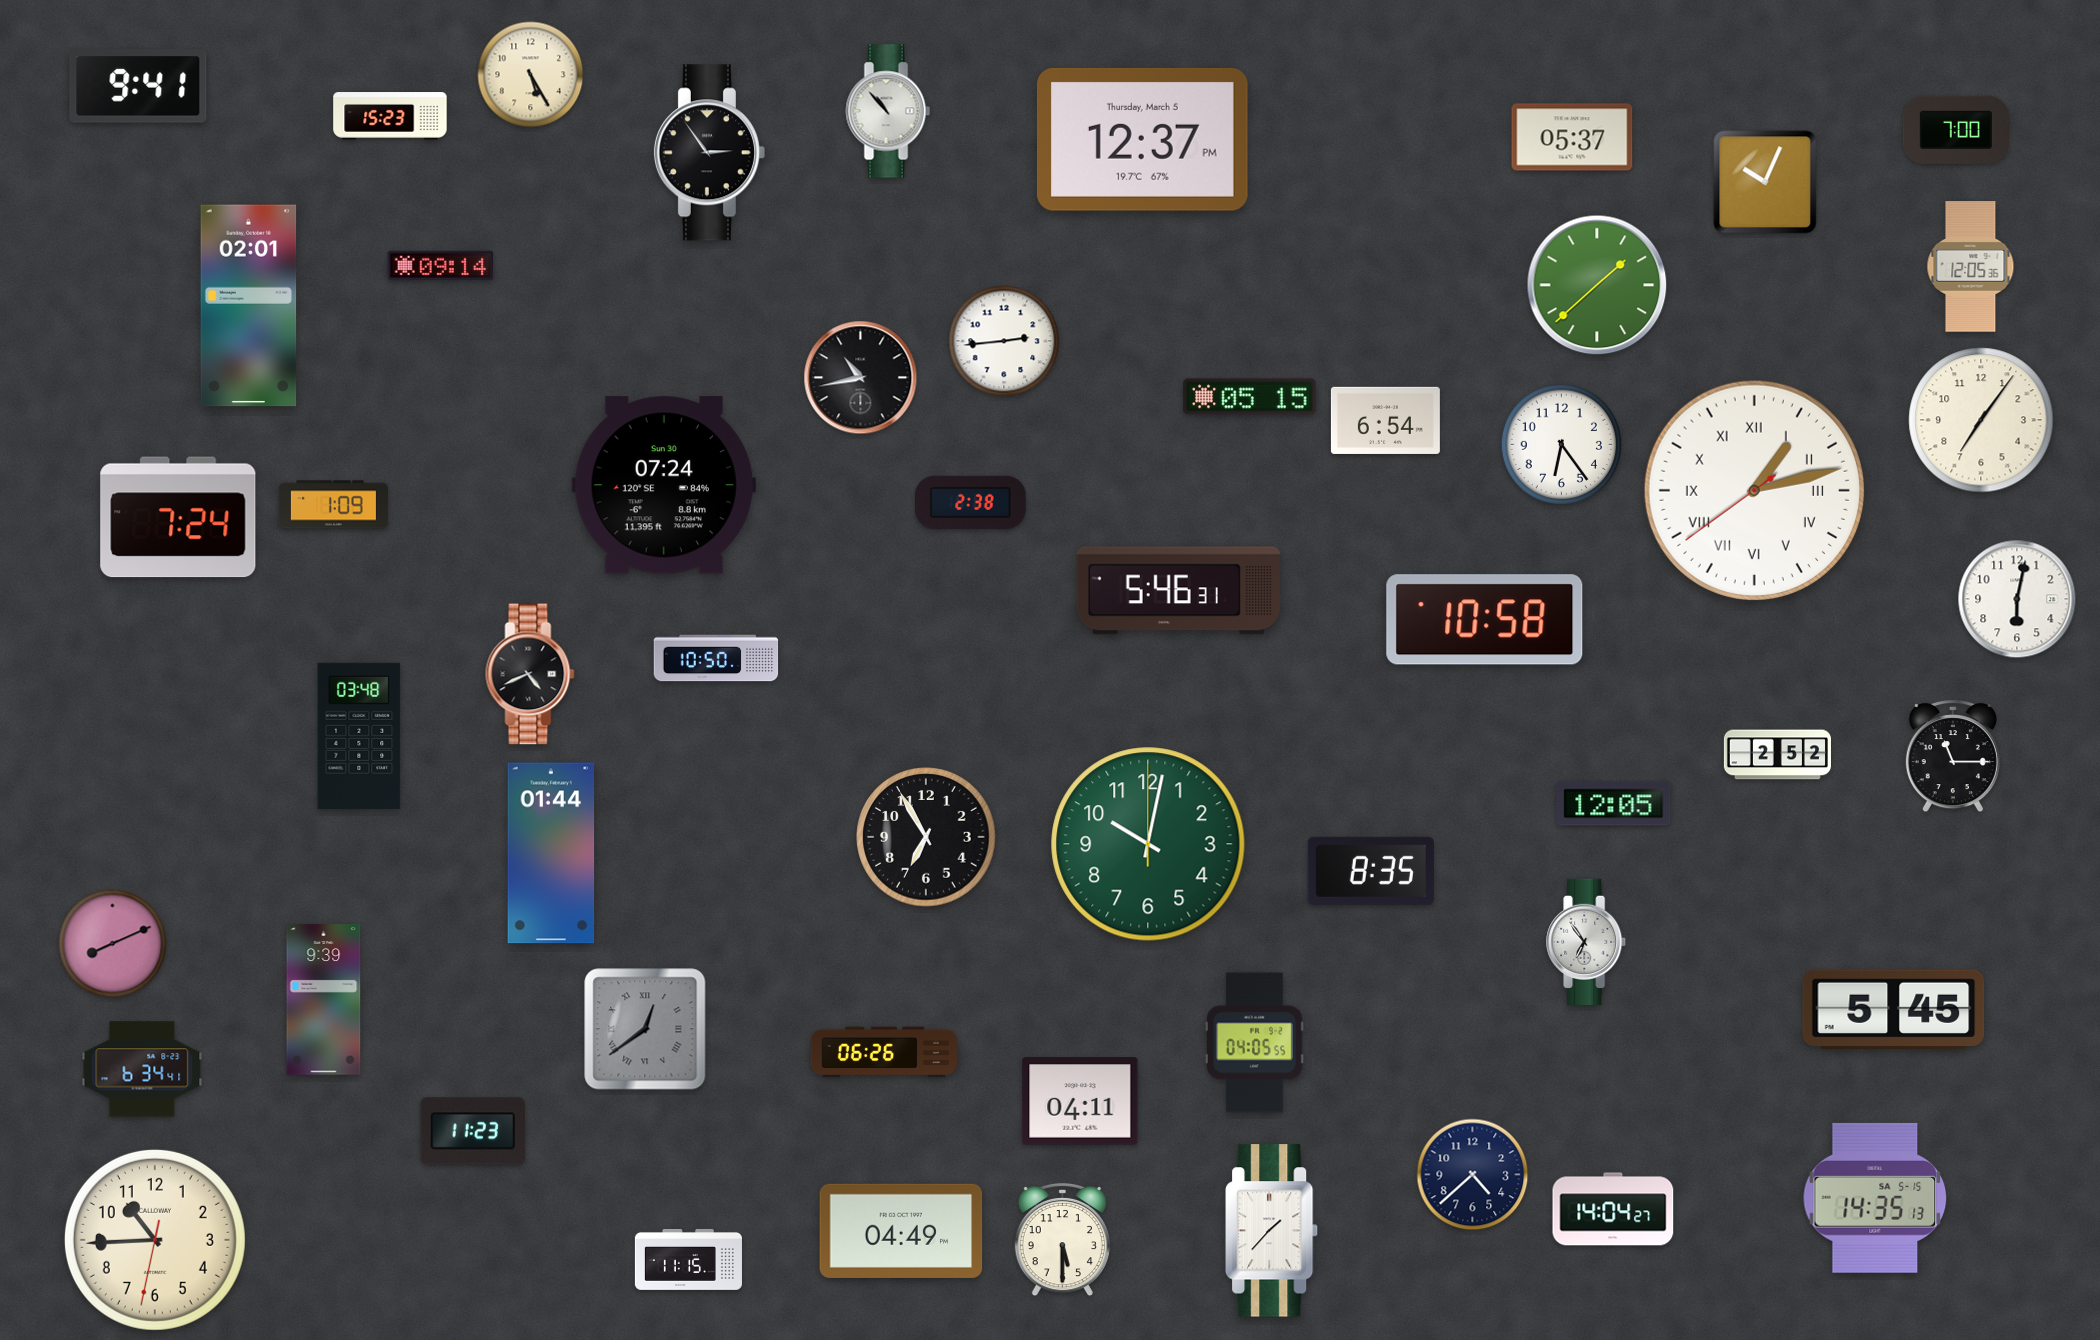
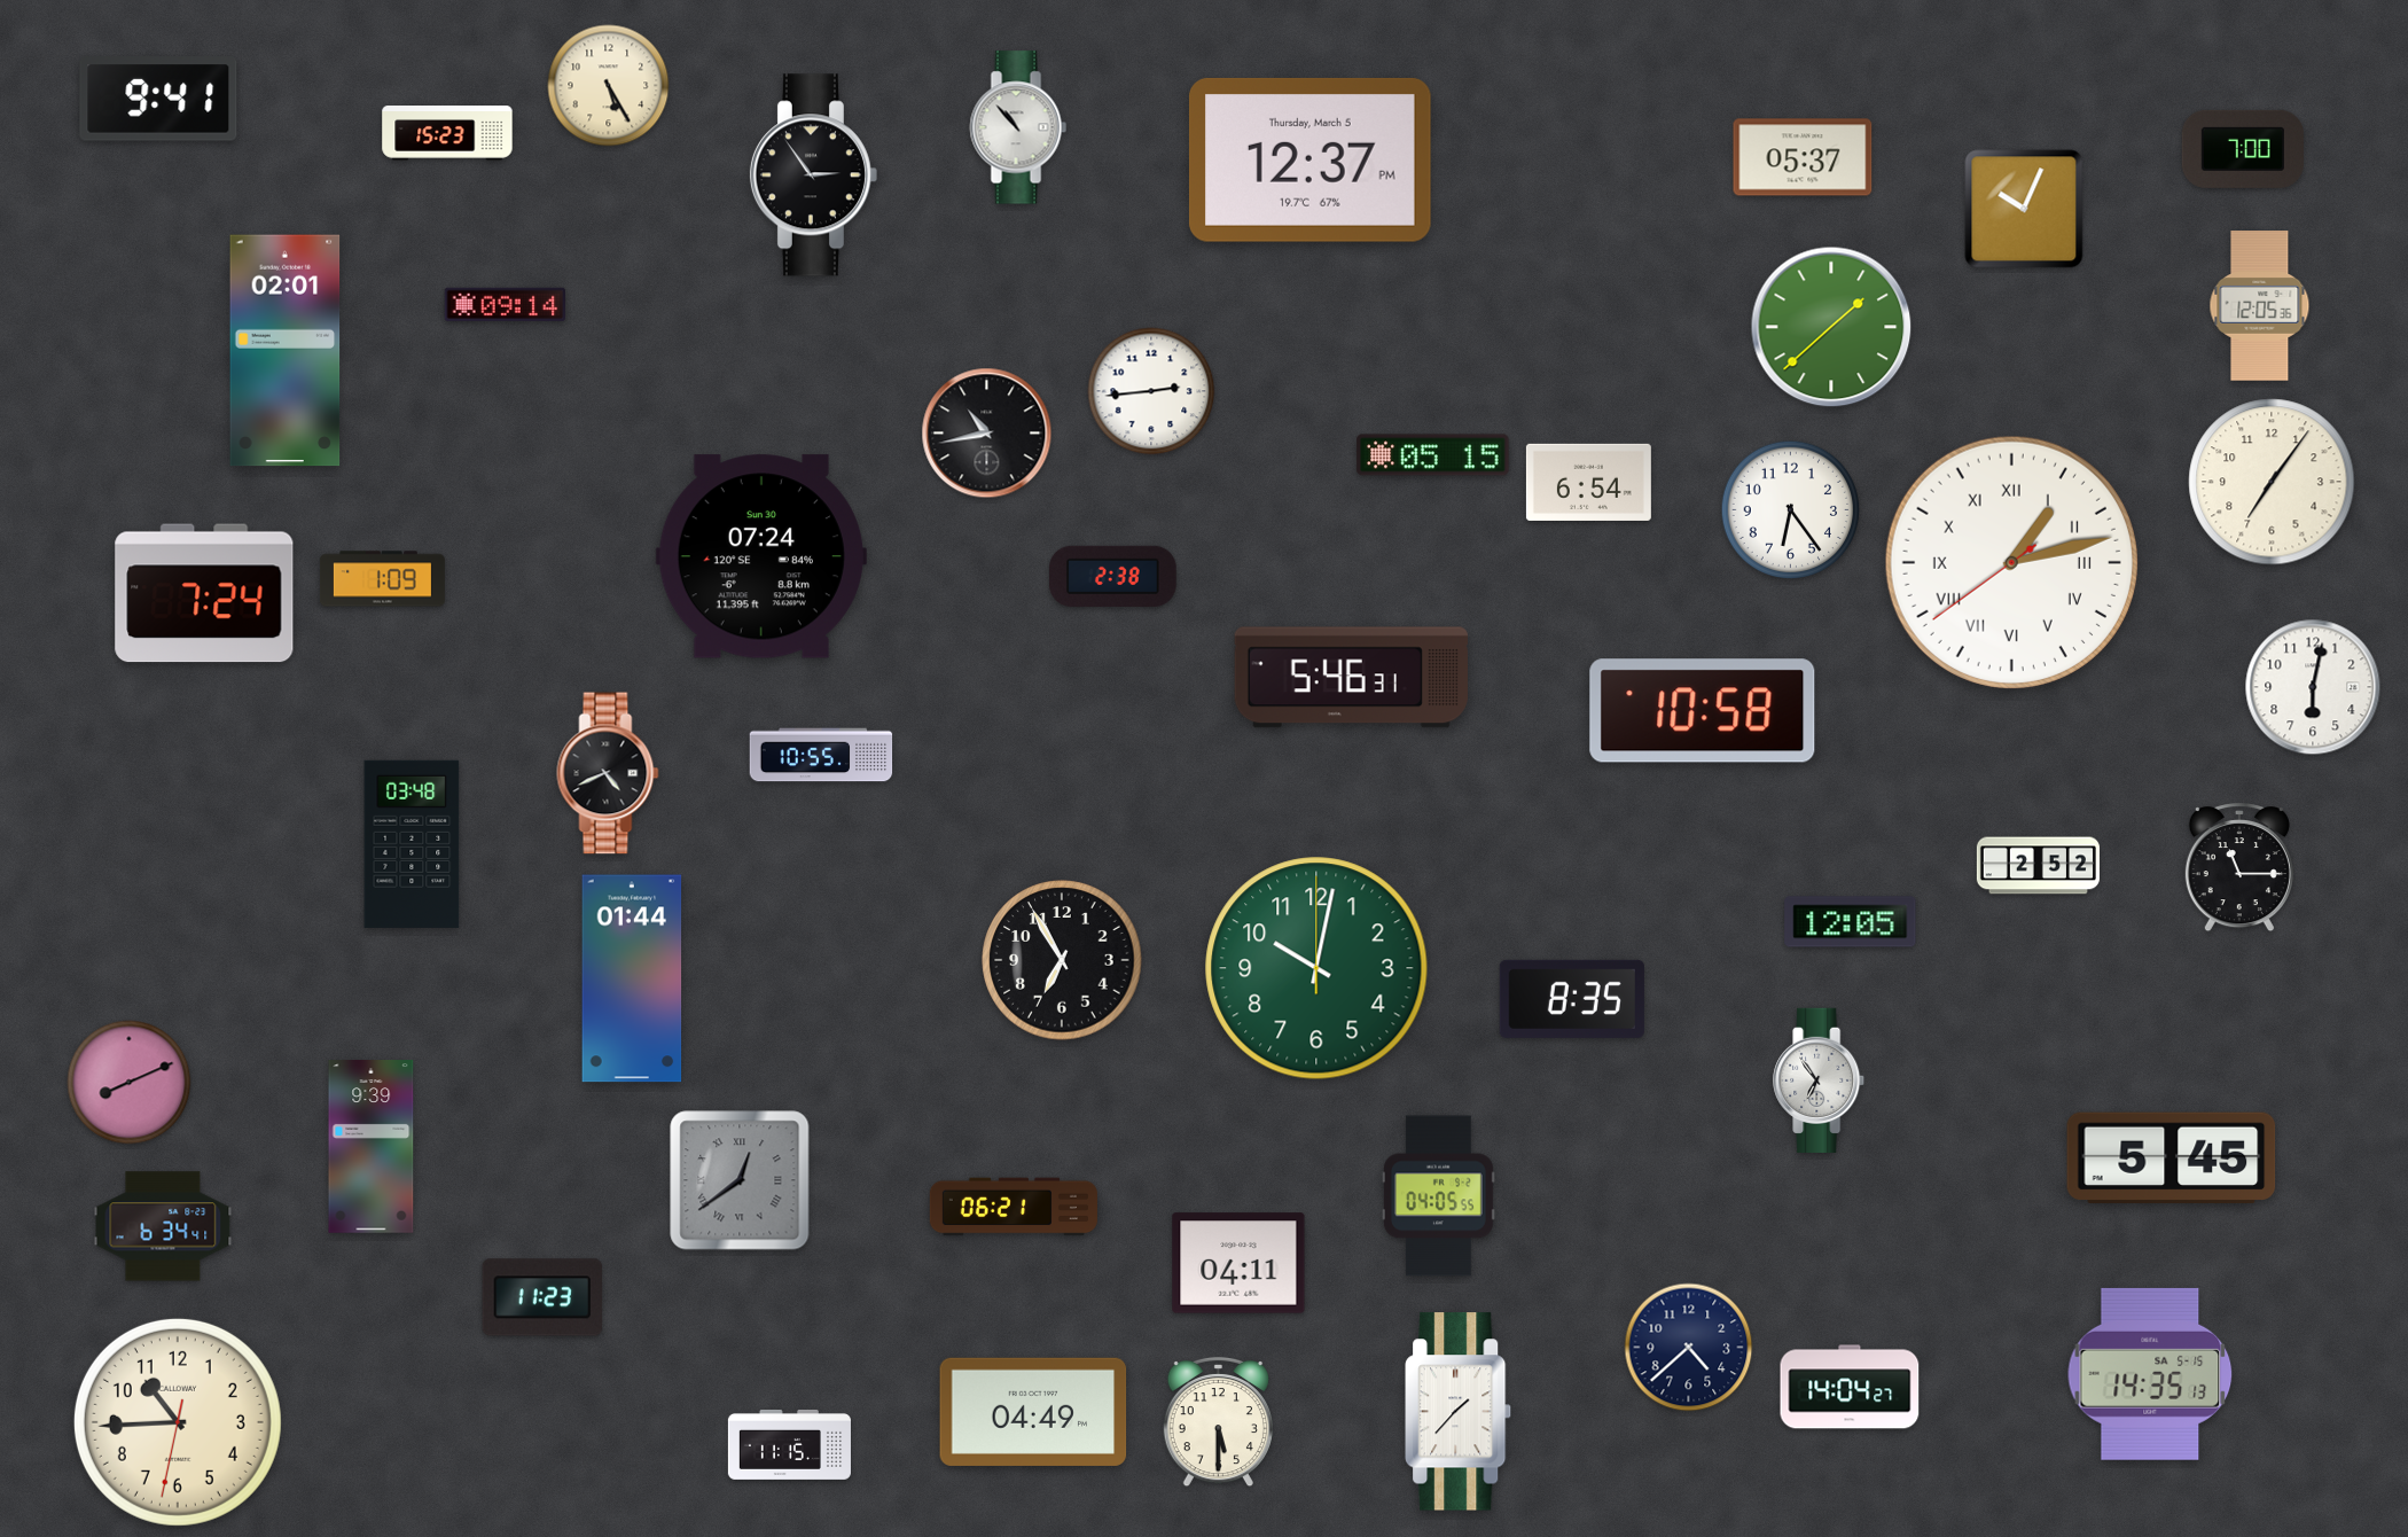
clock at (716, 658): 10:50 -> 10:55
clock at (884, 1052): 06:26 -> 06:21
